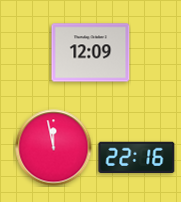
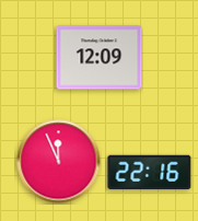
clock at (54, 148): 11:58 -> 11:56
